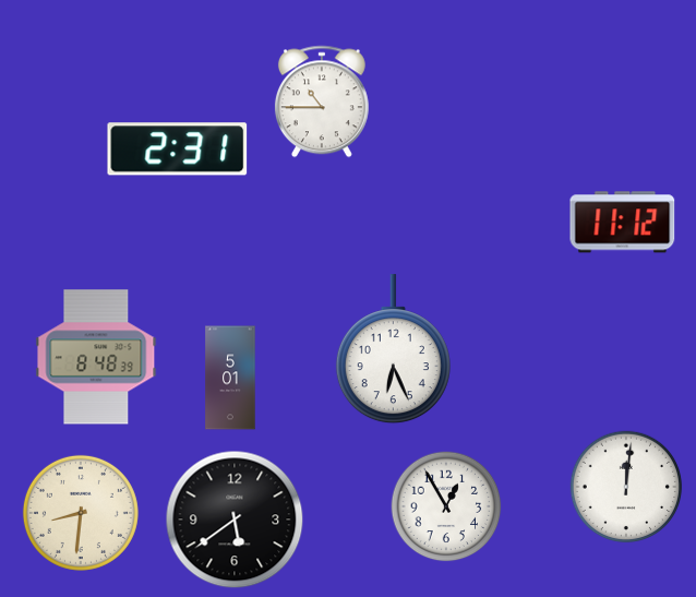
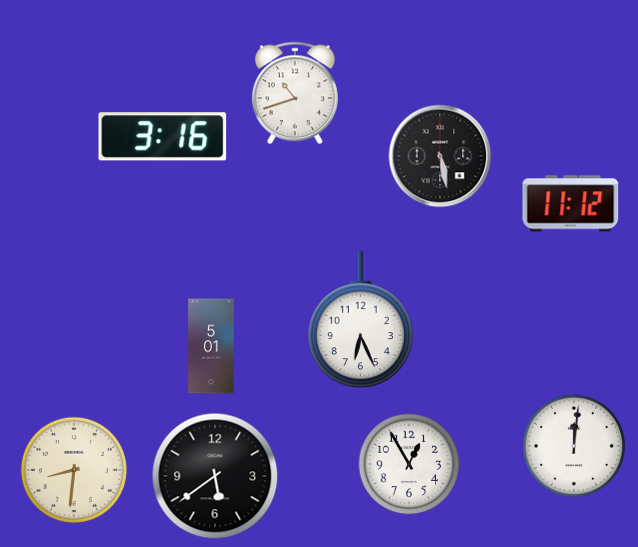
clock at (322, 102): 10:45 -> 10:42
clock at (178, 150): 2:31 -> 3:16
clock at (440, 156): none -> 5:28
clock at (96, 357): 8:48 -> none
